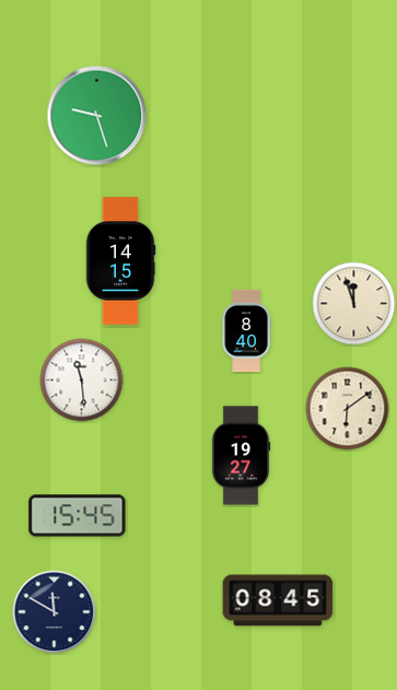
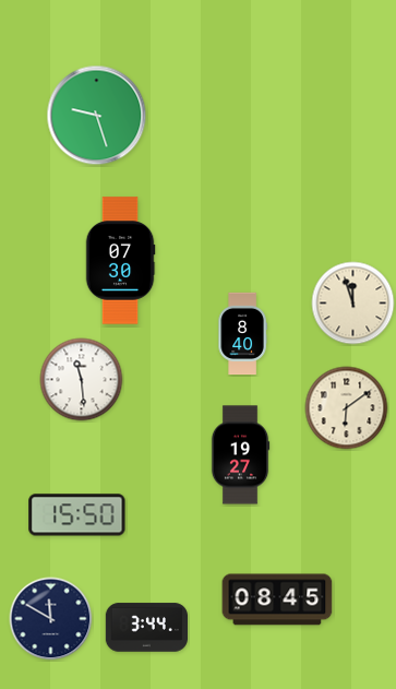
clock at (120, 261): 14:15 -> 07:30
clock at (246, 331) position: (246, 331) -> (242, 334)
clock at (78, 516): 15:45 -> 15:50
clock at (55, 612) position: (55, 612) -> (51, 619)
clock at (146, 628): none -> 3:44
